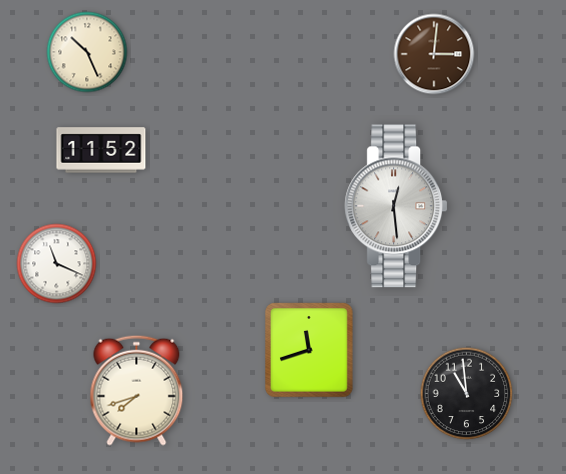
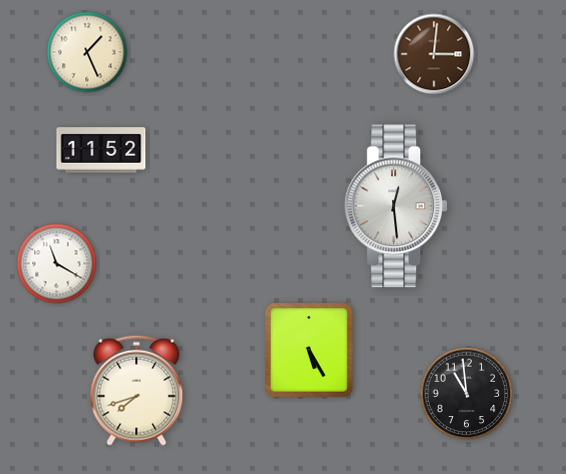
clock at (87, 52): 10:26 -> 1:26
clock at (57, 264): 11:19 -> 11:20
clock at (309, 350): 11:42 -> 5:25
